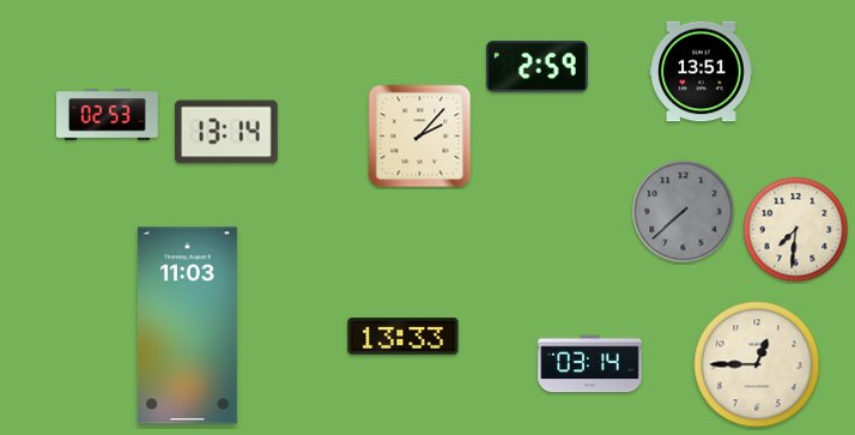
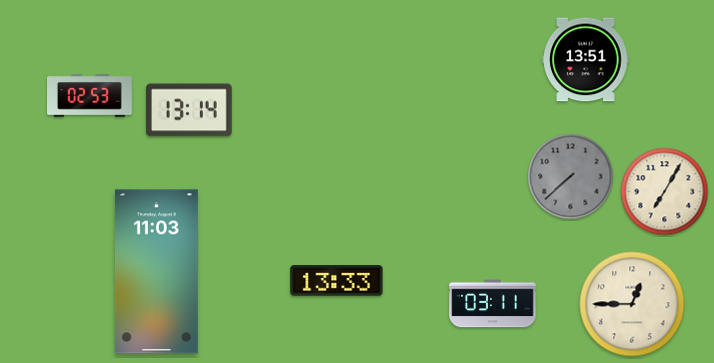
clock at (536, 66): 2:59 -> none
clock at (420, 137): 2:07 -> none
clock at (796, 230): 7:31 -> 7:05
clock at (590, 364): 03:14 -> 03:11
